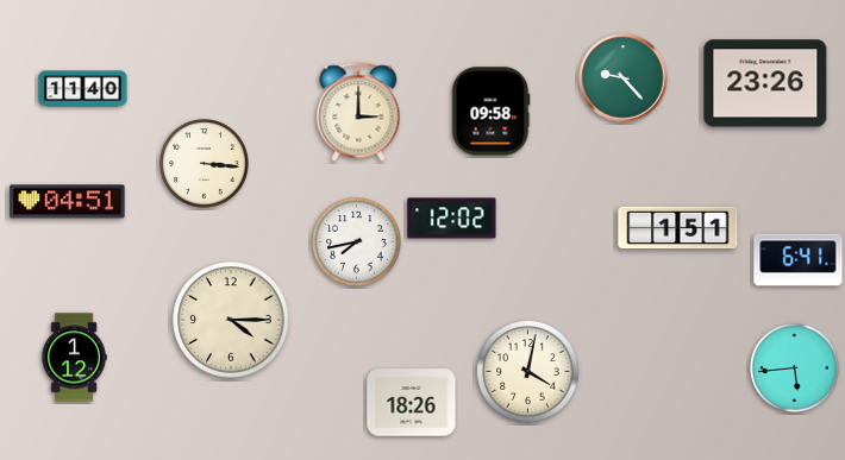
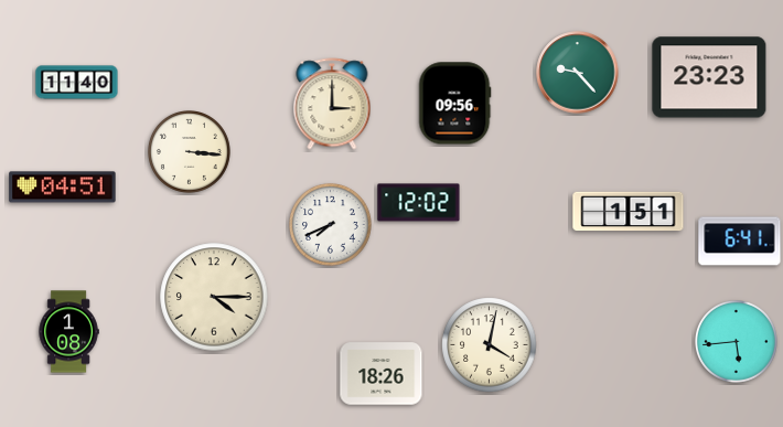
clock at (765, 83): 23:26 -> 23:23
clock at (490, 112): 09:58 -> 09:56
clock at (357, 242): 7:43 -> 7:41
clock at (74, 358): 1:12 -> 1:08
